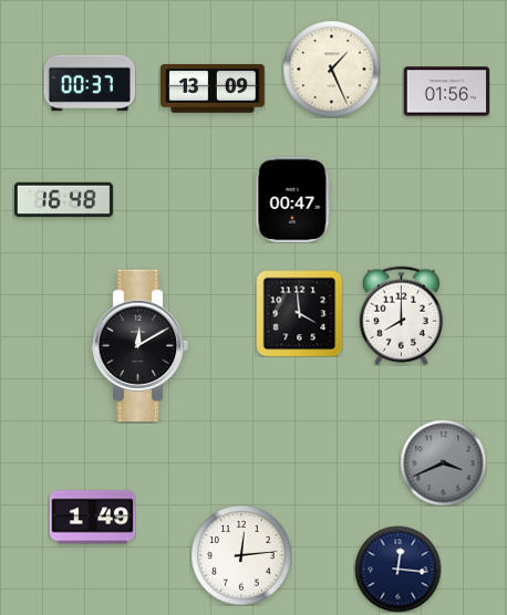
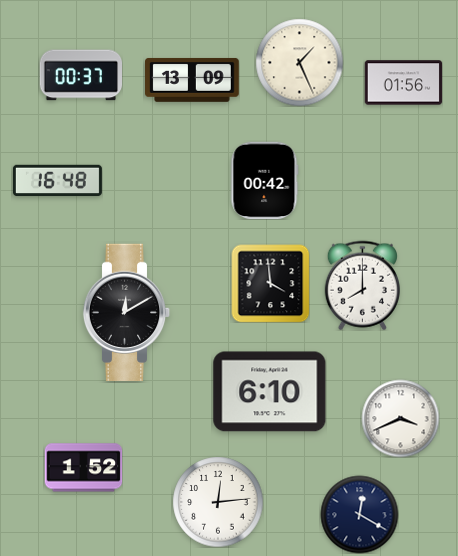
clock at (293, 199): 00:47 -> 00:42
clock at (270, 392): none -> 6:10
clock at (443, 462) dial: grey -> white
clock at (92, 518): 1:49 -> 1:52
clock at (397, 569): 12:16 -> 12:20
